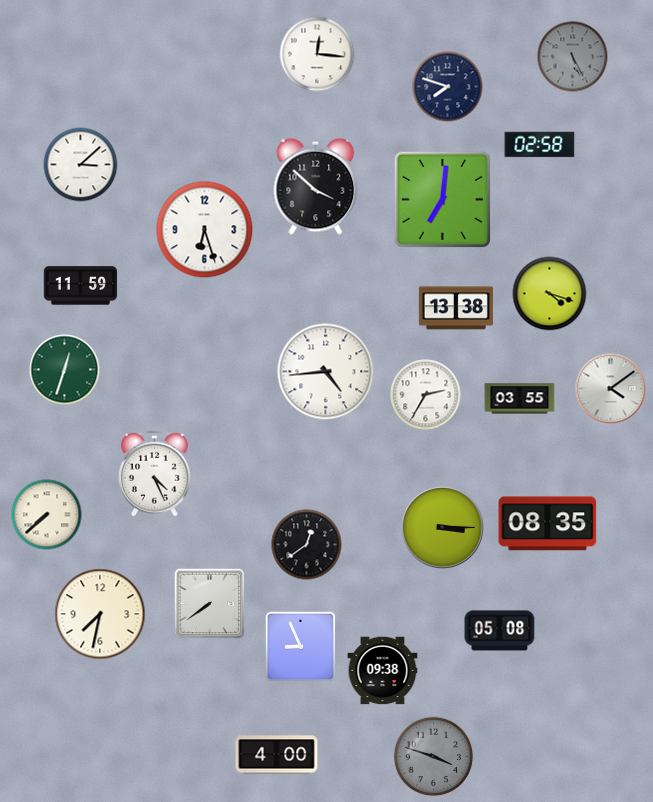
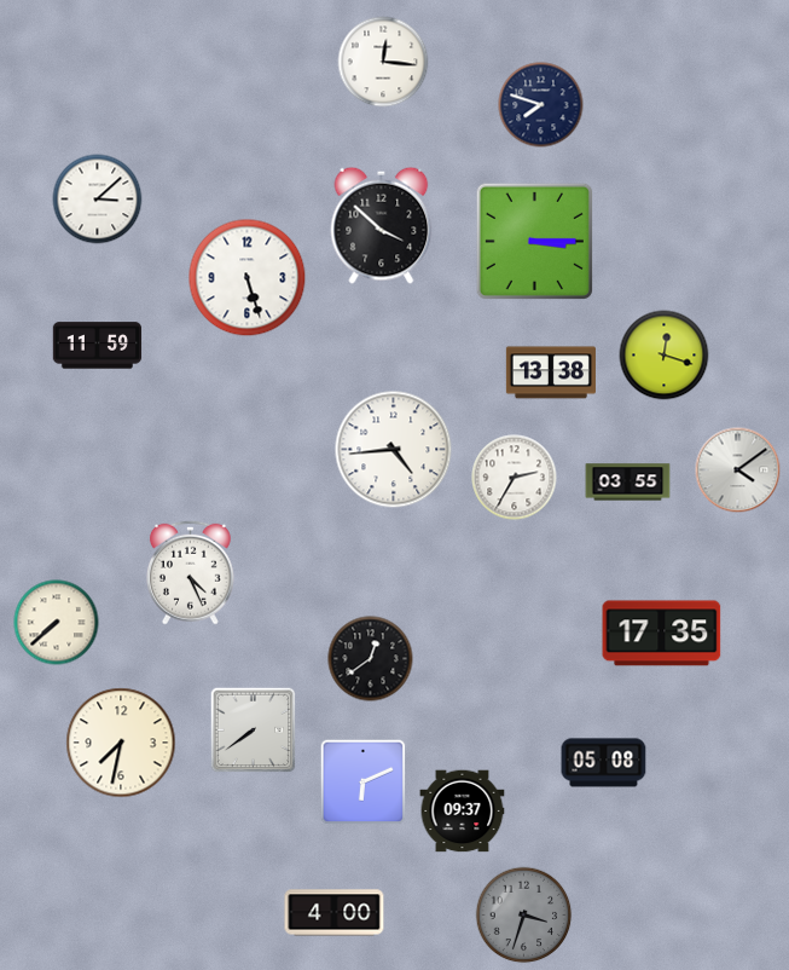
clock at (317, 54) position: (317, 54) -> (383, 62)
clock at (573, 57): 5:26 -> none
clock at (540, 145): 02:58 -> none
clock at (442, 199): 7:01 -> 3:15
clock at (205, 230): 6:27 -> 5:27
clock at (550, 294): 4:18 -> 12:18
clock at (65, 370): 12:33 -> none
clock at (154, 473) position: (154, 473) -> (190, 572)
clock at (548, 524): 08:35 -> 17:35
clock at (442, 527): 3:15 -> none
clock at (301, 647): 8:56 -> 6:11
clock at (383, 671): 09:38 -> 09:37
clock at (434, 757): 3:48 -> 3:33
